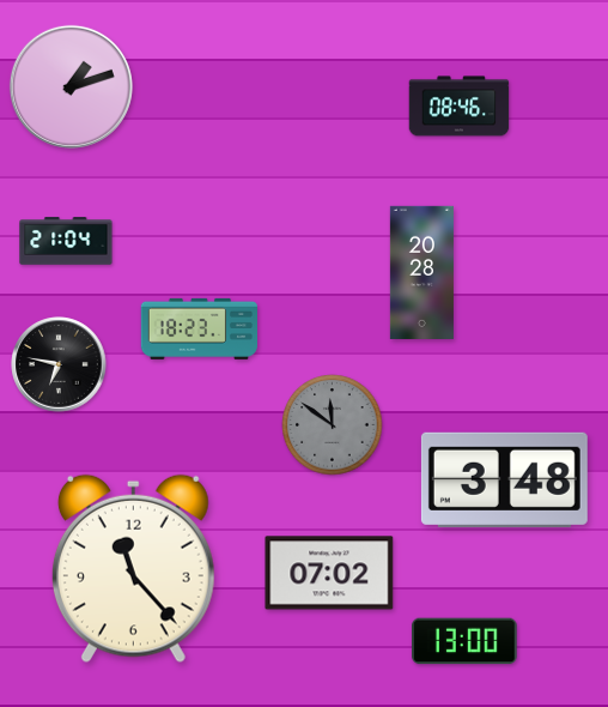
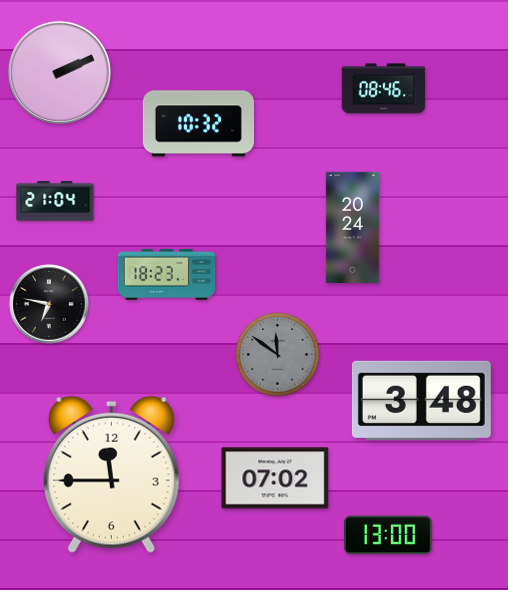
clock at (71, 86): 1:12 -> 2:11
clock at (198, 124): none -> 10:32
clock at (421, 272): 20:28 -> 20:24
clock at (133, 568): 11:23 -> 11:45
